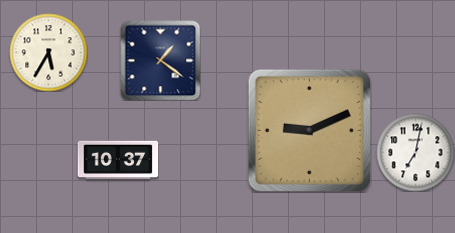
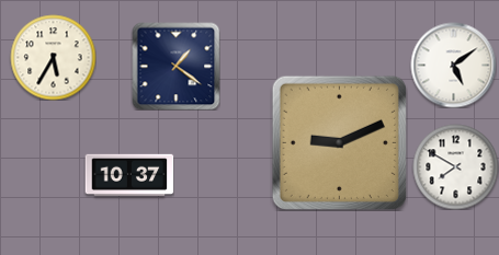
clock at (453, 65): none -> 5:09
clock at (415, 152): 7:02 -> 7:50
